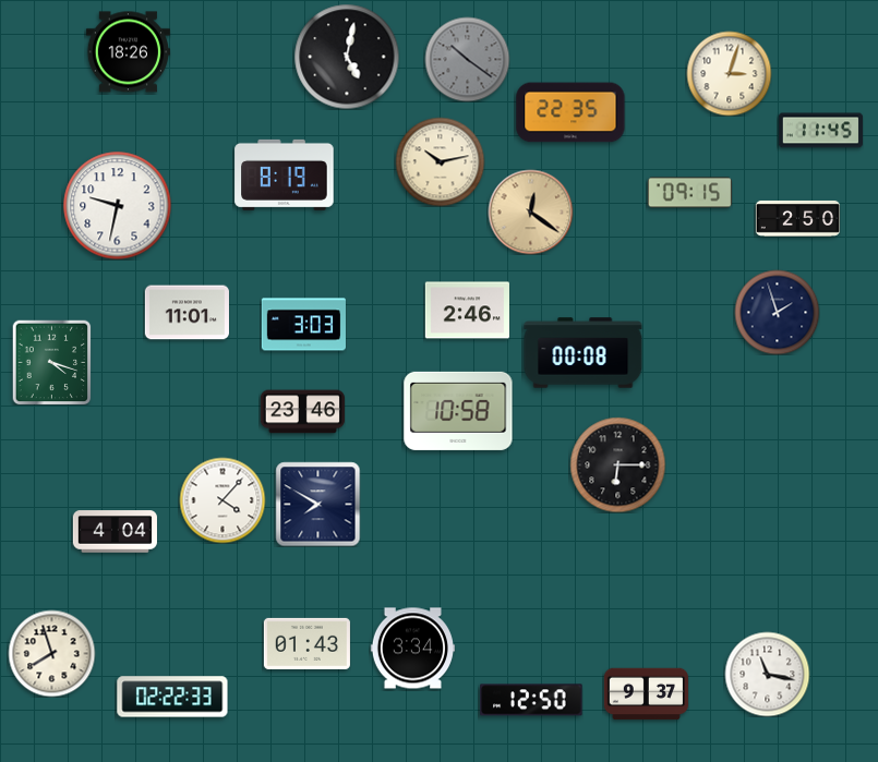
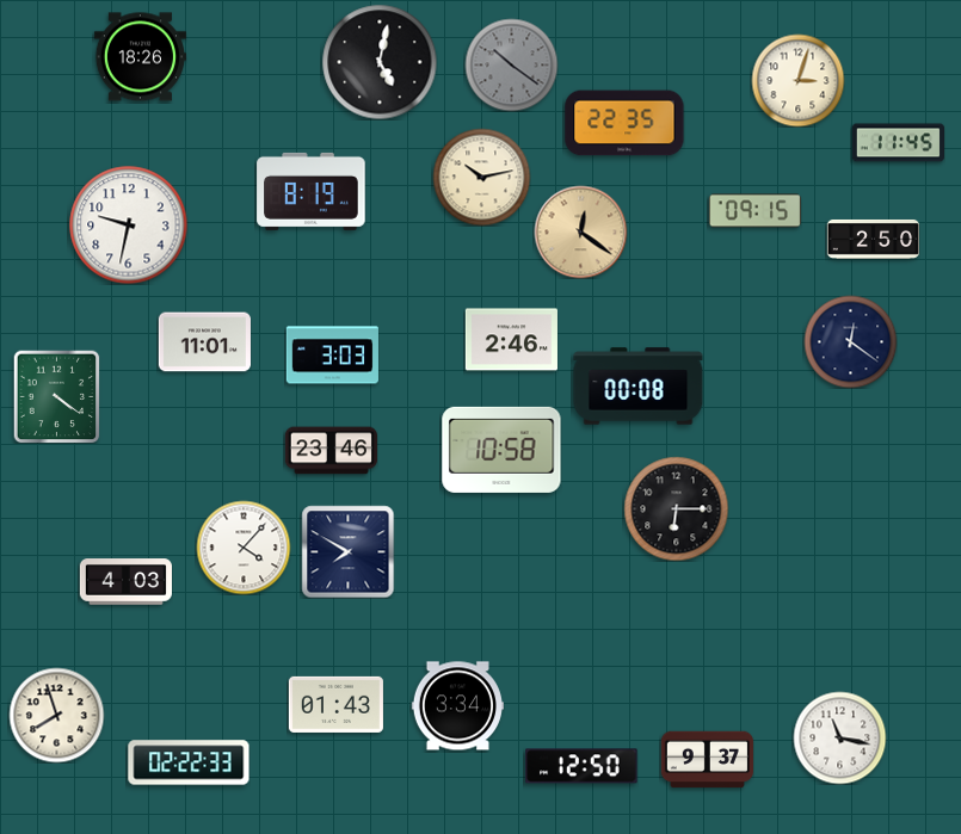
clock at (777, 312): 1:57 -> 12:21
clock at (52, 362): 4:18 -> 4:21
clock at (115, 532): 4:04 -> 4:03
clock at (412, 649) position: (412, 649) -> (457, 706)
